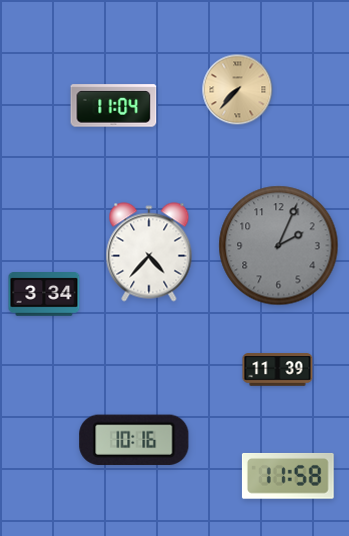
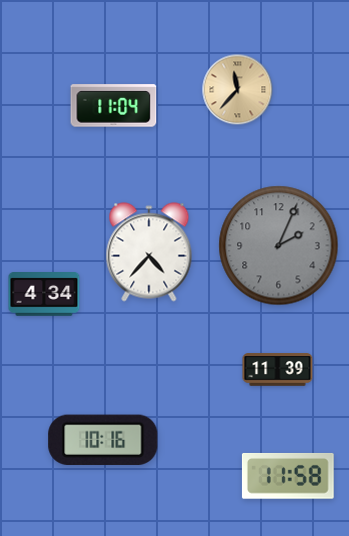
clock at (238, 90): 7:37 -> 11:37
clock at (44, 295): 3:34 -> 4:34
clock at (134, 440) position: (134, 440) -> (103, 440)
